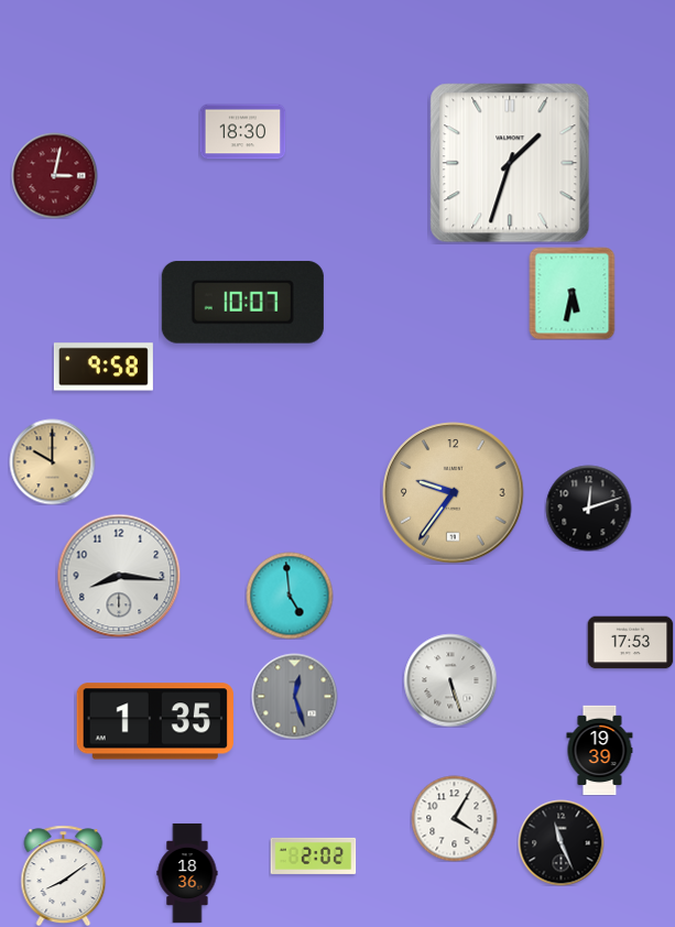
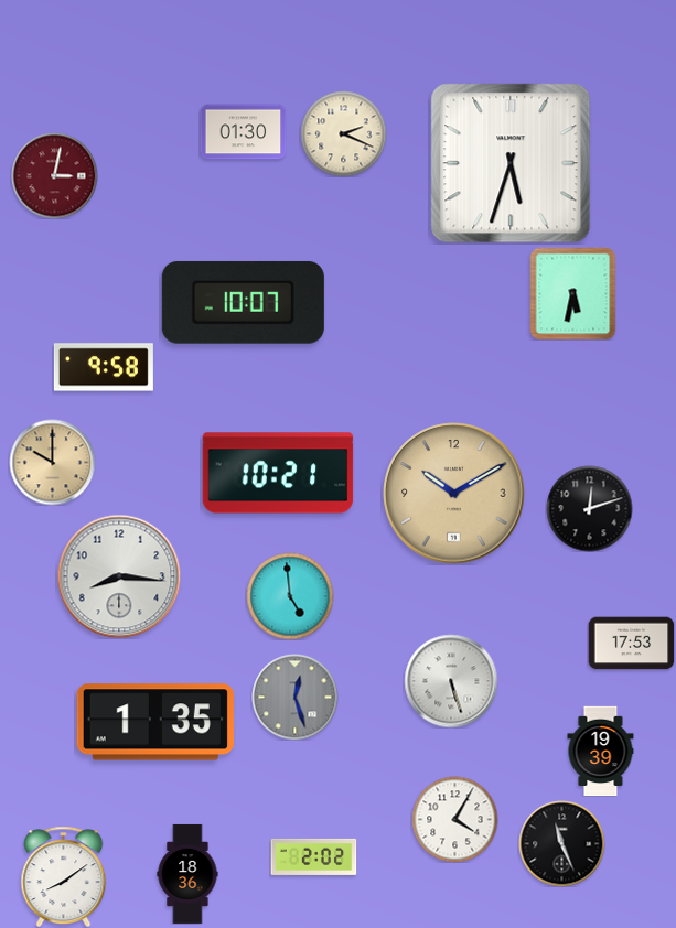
clock at (242, 132): 18:30 -> 01:30
clock at (343, 133): none -> 2:19
clock at (510, 163): 1:33 -> 5:33
clock at (278, 473): none -> 10:21
clock at (454, 493): 9:36 -> 10:10
